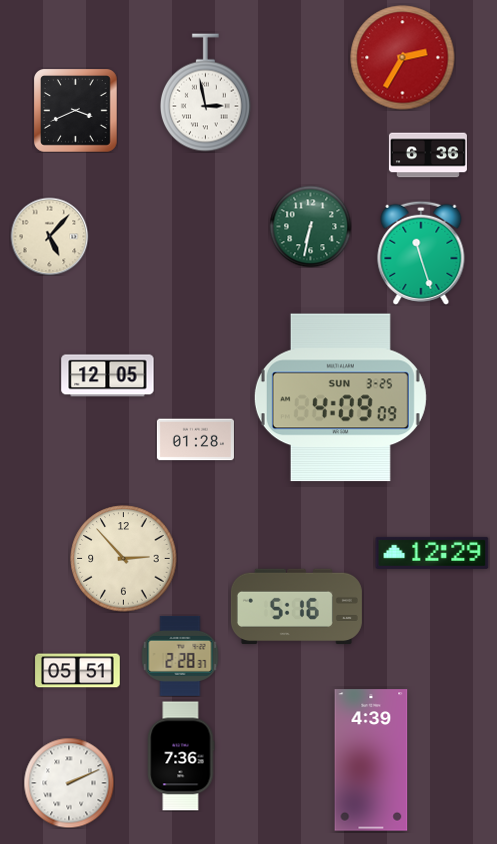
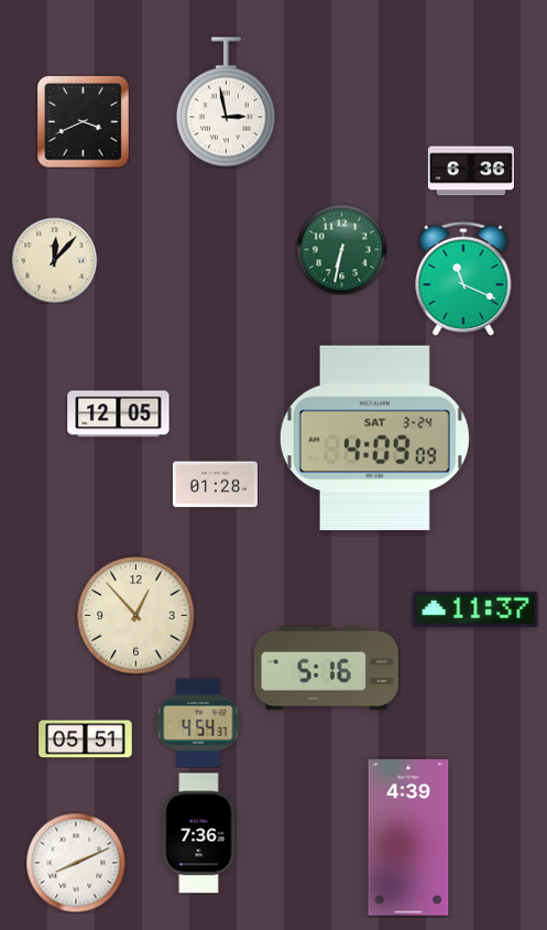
clock at (403, 58): 2:35 -> none
clock at (49, 236): 5:07 -> 12:07
clock at (421, 253): 11:27 -> 11:19
clock at (340, 398) date: SUN 3-25 -> SAT 3-24
clock at (432, 553): 12:29 -> 11:37
clock at (124, 559): 2:53 -> 12:53
clock at (180, 656): 2:28 -> 4:54
clock at (69, 783): 2:11 -> 8:11
